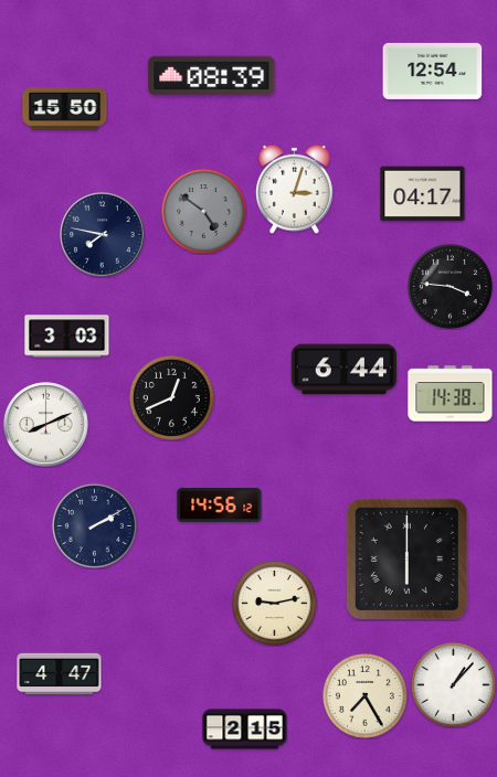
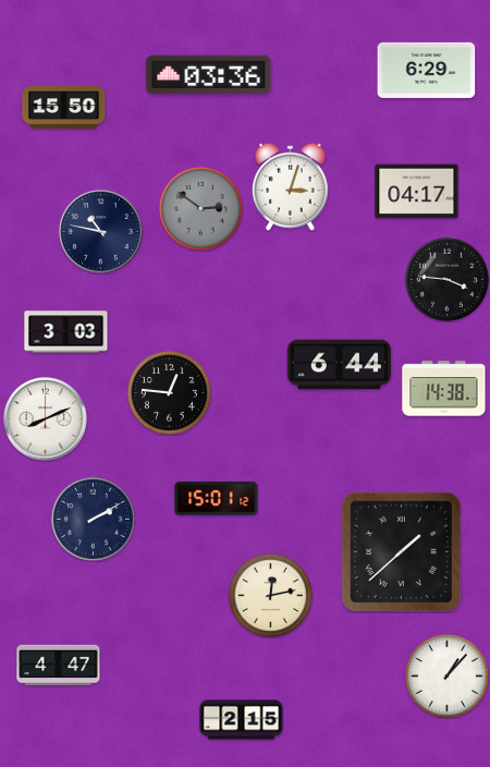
clock at (433, 71): 12:54 -> 6:29
clock at (212, 76): 08:39 -> 03:36
clock at (203, 211): 4:51 -> 2:51
clock at (103, 235): 7:47 -> 10:47
clock at (450, 286) position: (450, 286) -> (446, 279)
clock at (171, 397): 12:41 -> 12:46
clock at (220, 504): 14:56 -> 15:01
clock at (406, 558): 6:00 -> 1:38
clock at (274, 603): 9:13 -> 12:13
clock at (364, 695): 7:25 -> none
